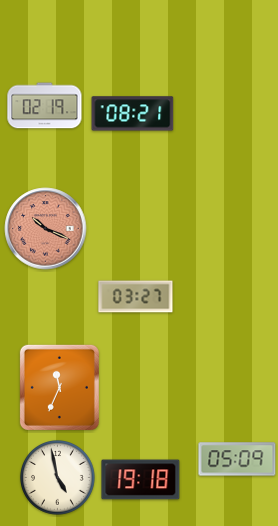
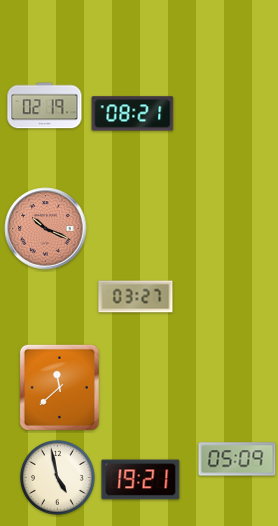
clock at (59, 387): 11:34 -> 11:38
clock at (141, 480): 19:18 -> 19:21
